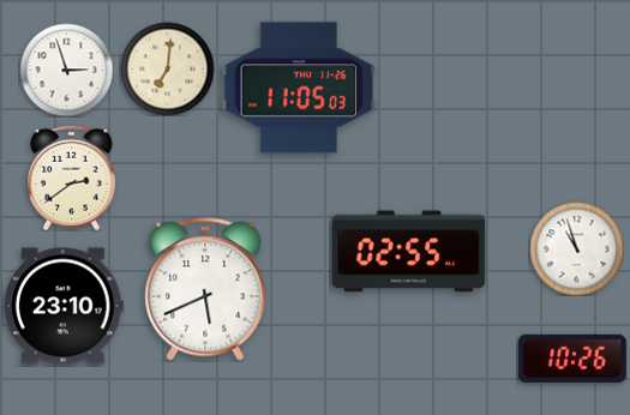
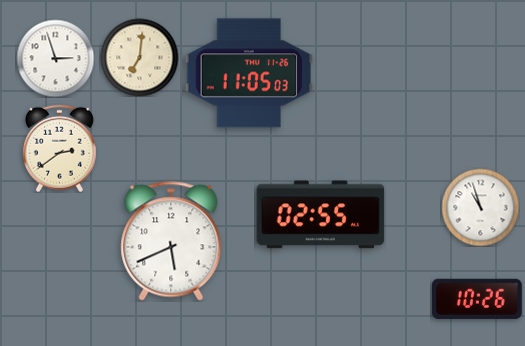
clock at (409, 252) position: (409, 252) -> (321, 215)
clock at (64, 306): 23:10 -> none
